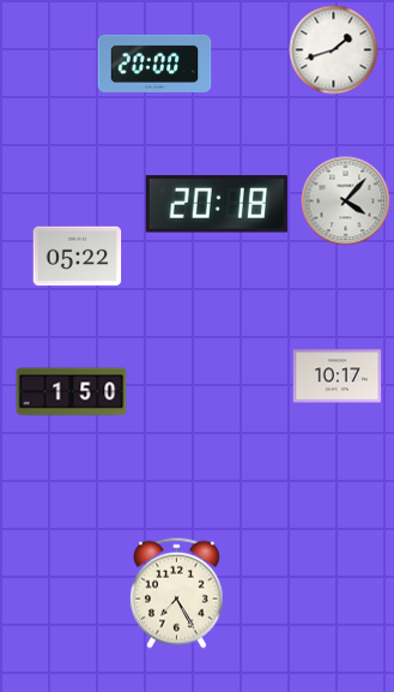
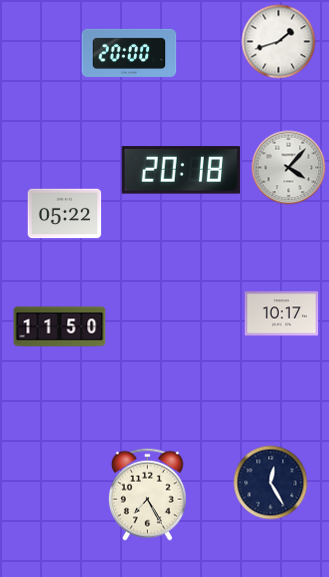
clock at (72, 392): 1:50 -> 11:50
clock at (271, 483): none -> 12:25
